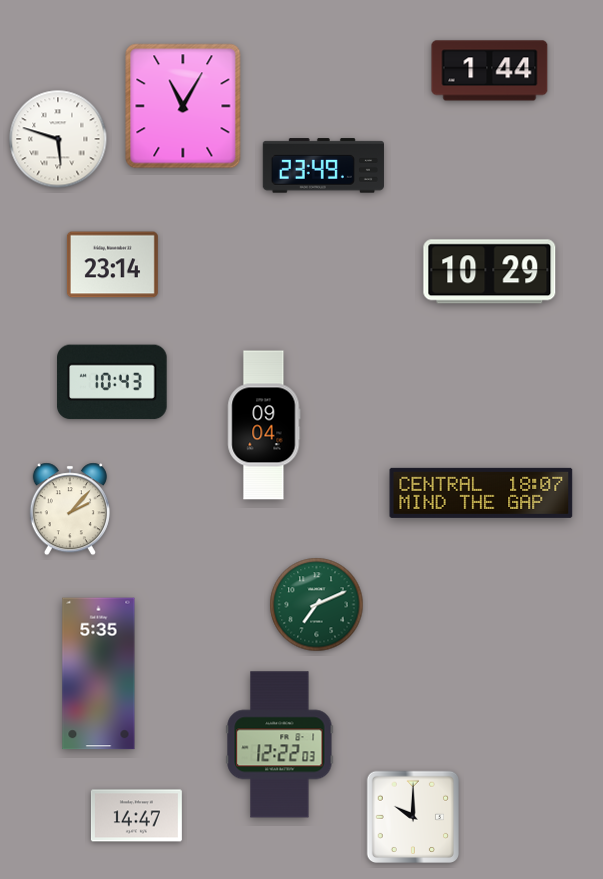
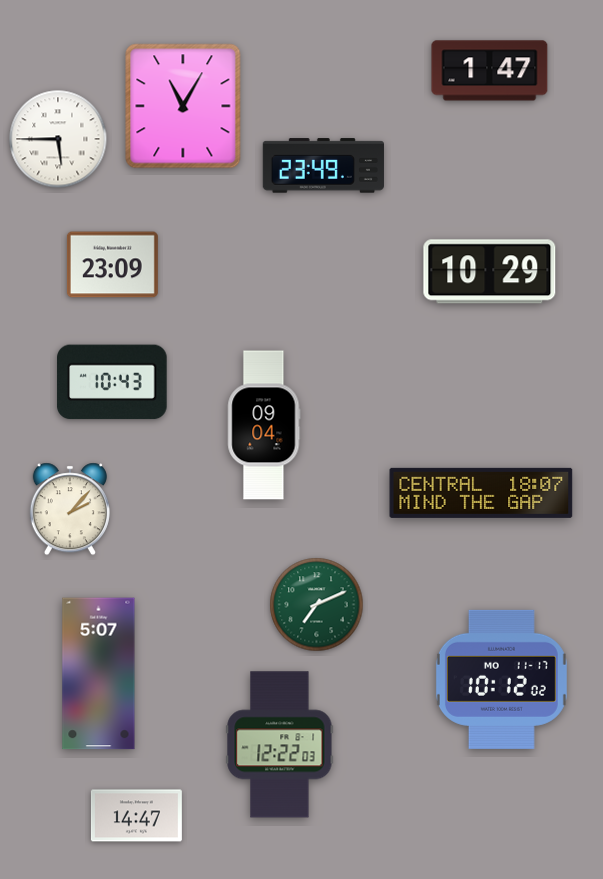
clock at (490, 71): 1:44 -> 1:47
clock at (58, 139): 5:48 -> 5:45
clock at (112, 265): 23:14 -> 23:09
clock at (99, 674): 5:35 -> 5:07
clock at (501, 679): none -> 10:12
clock at (412, 816): 10:00 -> none
